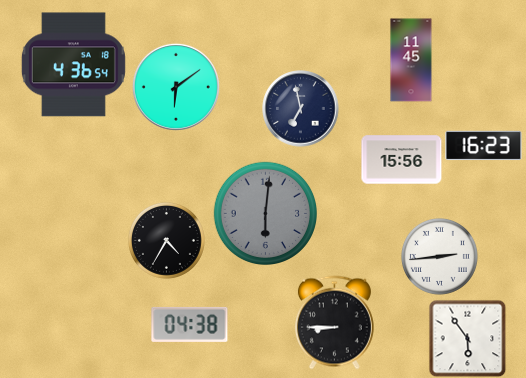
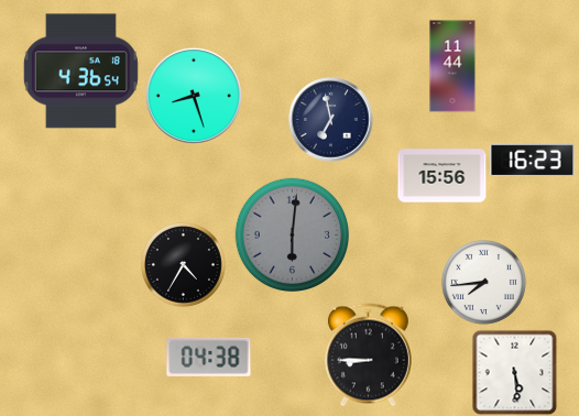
clock at (411, 60): 11:45 -> 11:44
clock at (176, 87): 6:09 -> 8:27
clock at (439, 256): 2:44 -> 7:44
clock at (467, 338): 5:54 -> 5:29
